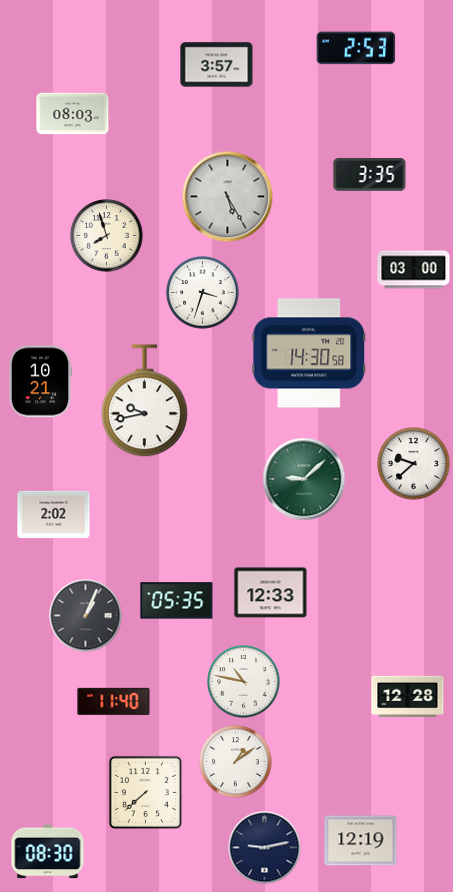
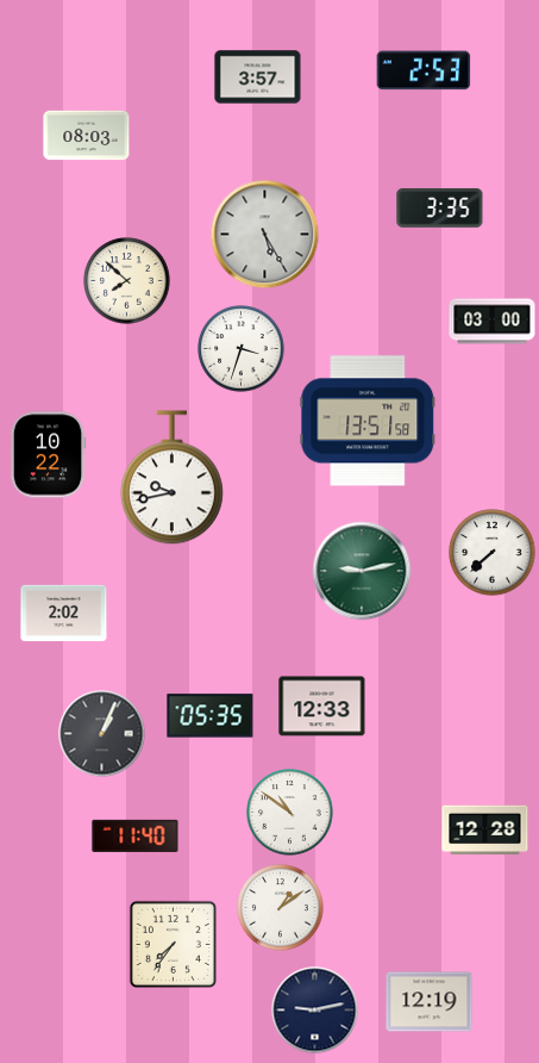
clock at (356, 48) position: (356, 48) -> (424, 70)
clock at (228, 197) position: (228, 197) -> (265, 235)
clock at (107, 236): 7:57 -> 7:52
clock at (309, 353): 14:30 -> 13:51
clock at (40, 382): 10:21 -> 10:22
clock at (414, 464): 9:38 -> 7:38
clock at (304, 479): 9:08 -> 9:13
clock at (244, 682): 10:47 -> 10:51
clock at (145, 792): 7:38 -> 7:36
clock at (48, 852): 08:30 -> none
